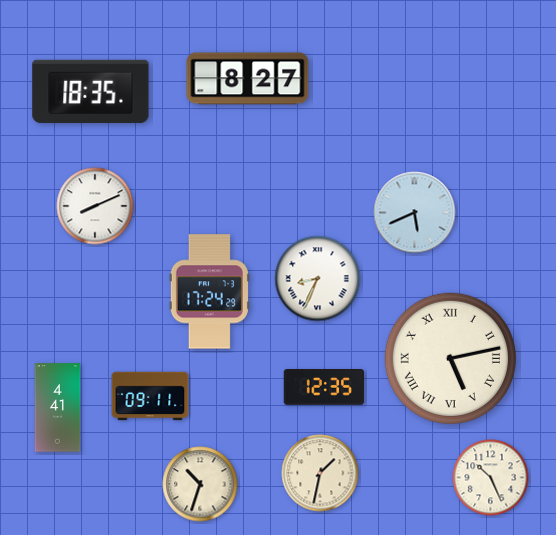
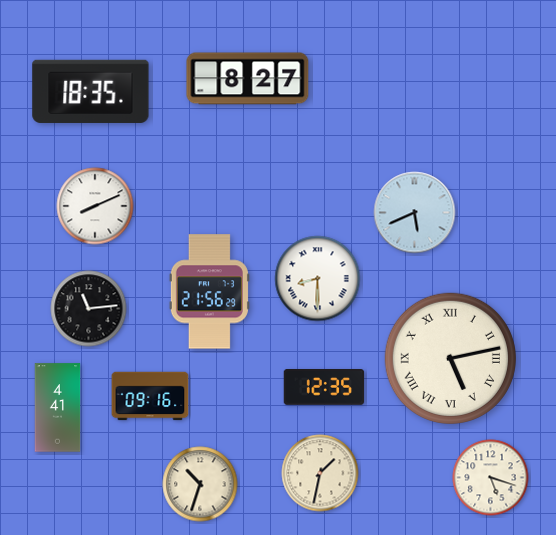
clock at (318, 279): 8:34 -> 8:30
clock at (209, 292): 17:24 -> 21:56
clock at (89, 309): none -> 11:14
clock at (150, 396): 09:11 -> 09:16
clock at (491, 478): 10:26 -> 5:18
